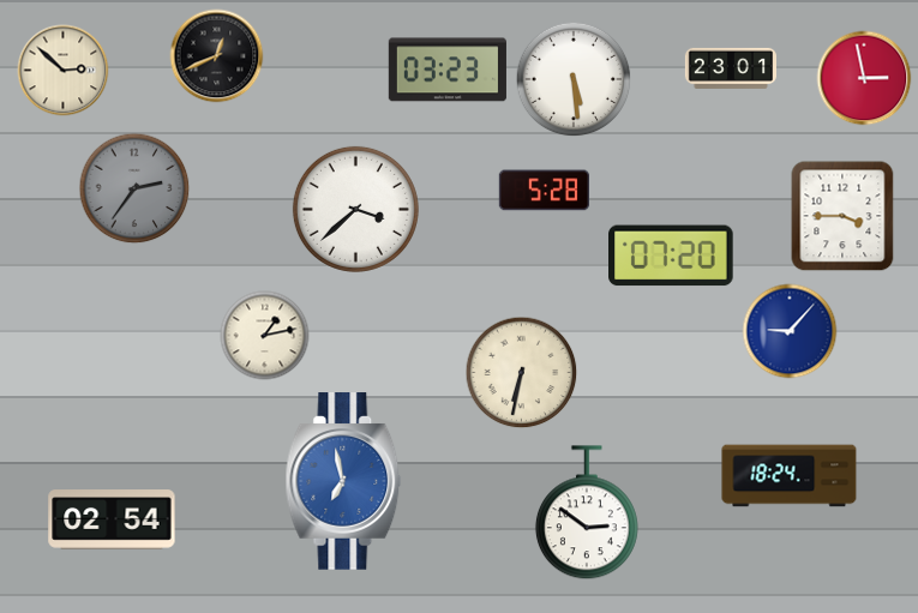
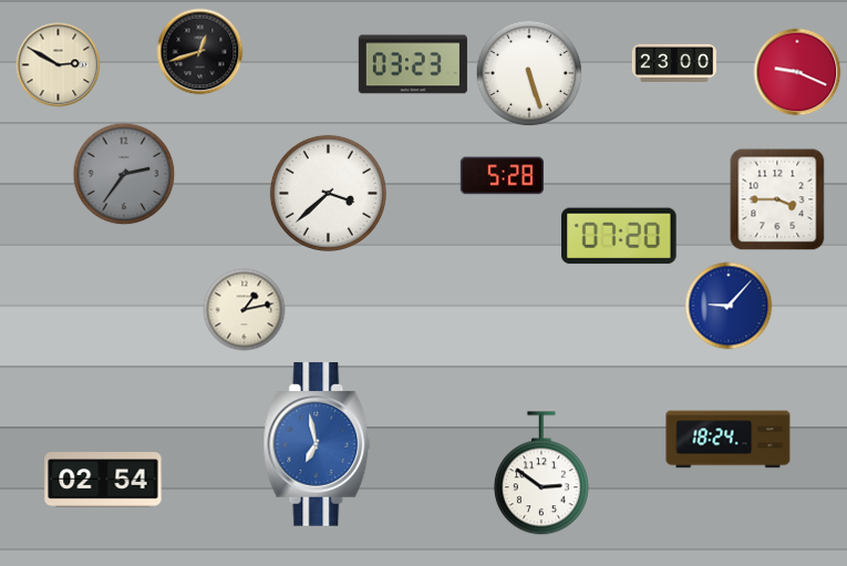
clock at (217, 56): 12:41 -> 12:42
clock at (730, 68): 23:01 -> 23:00
clock at (64, 71): 2:52 -> 2:50
clock at (864, 78): 2:58 -> 9:19
clock at (574, 79): 5:29 -> 5:27
clock at (522, 373): 6:32 -> none
